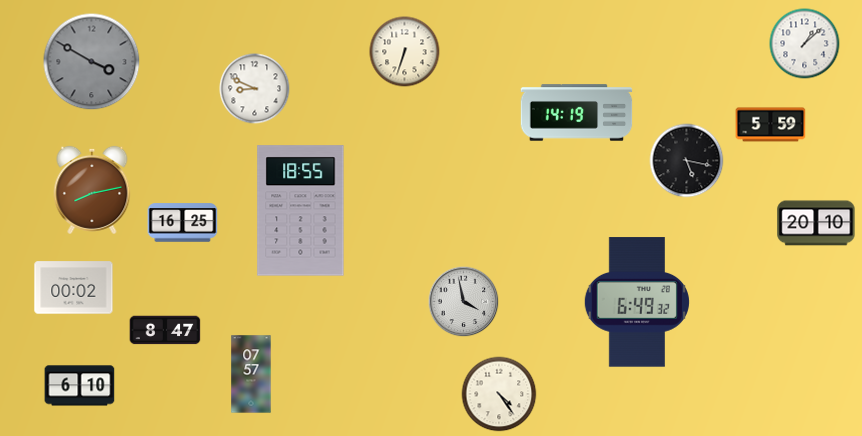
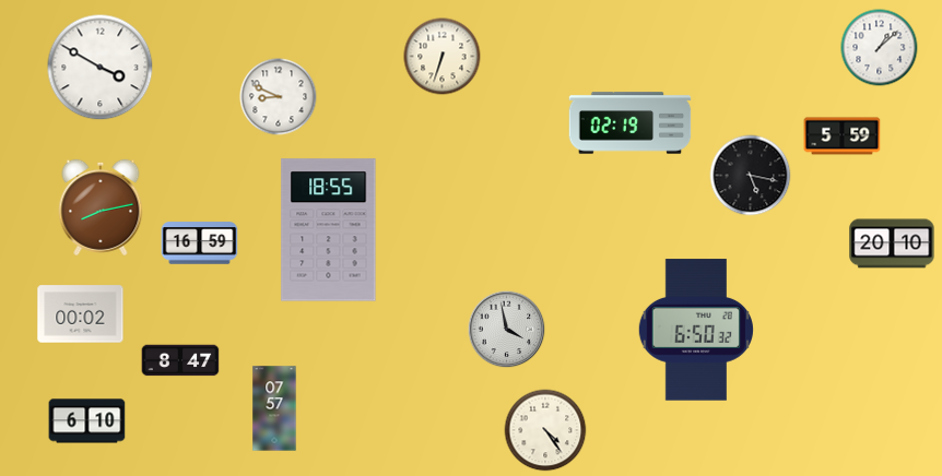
clock at (92, 62) dial: grey -> white
clock at (577, 113): 14:19 -> 02:19
clock at (183, 223): 16:25 -> 16:59
clock at (637, 302): 6:49 -> 6:50
